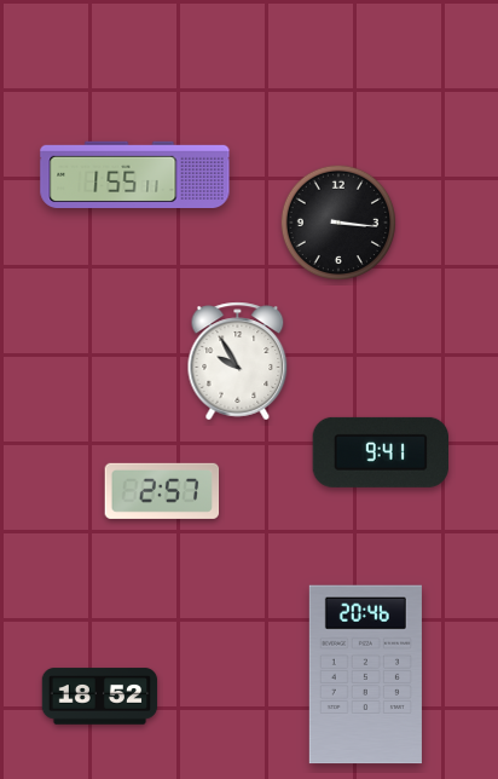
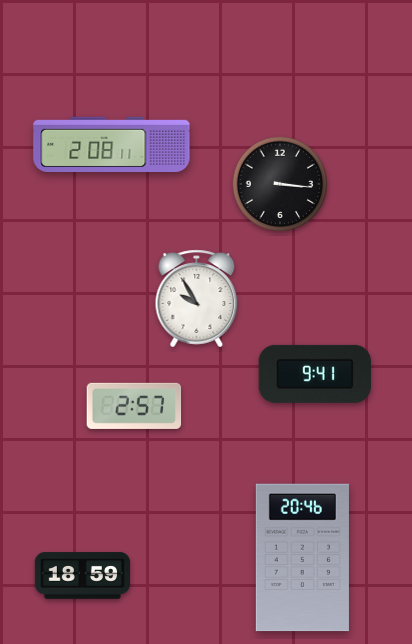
clock at (135, 174): 1:55 -> 2:08
clock at (100, 697): 18:52 -> 18:59
